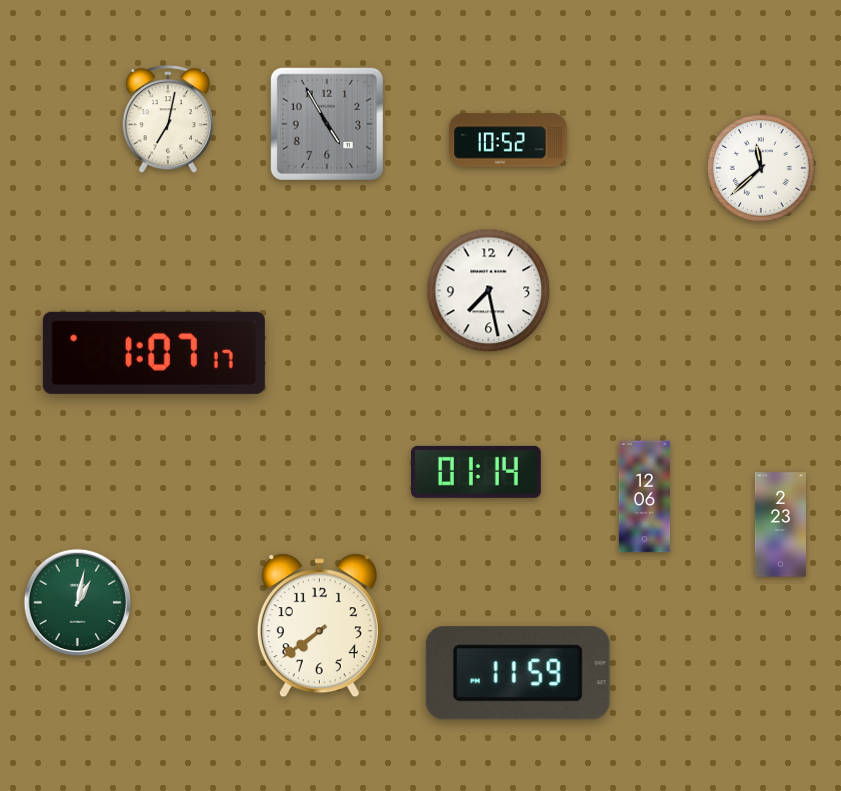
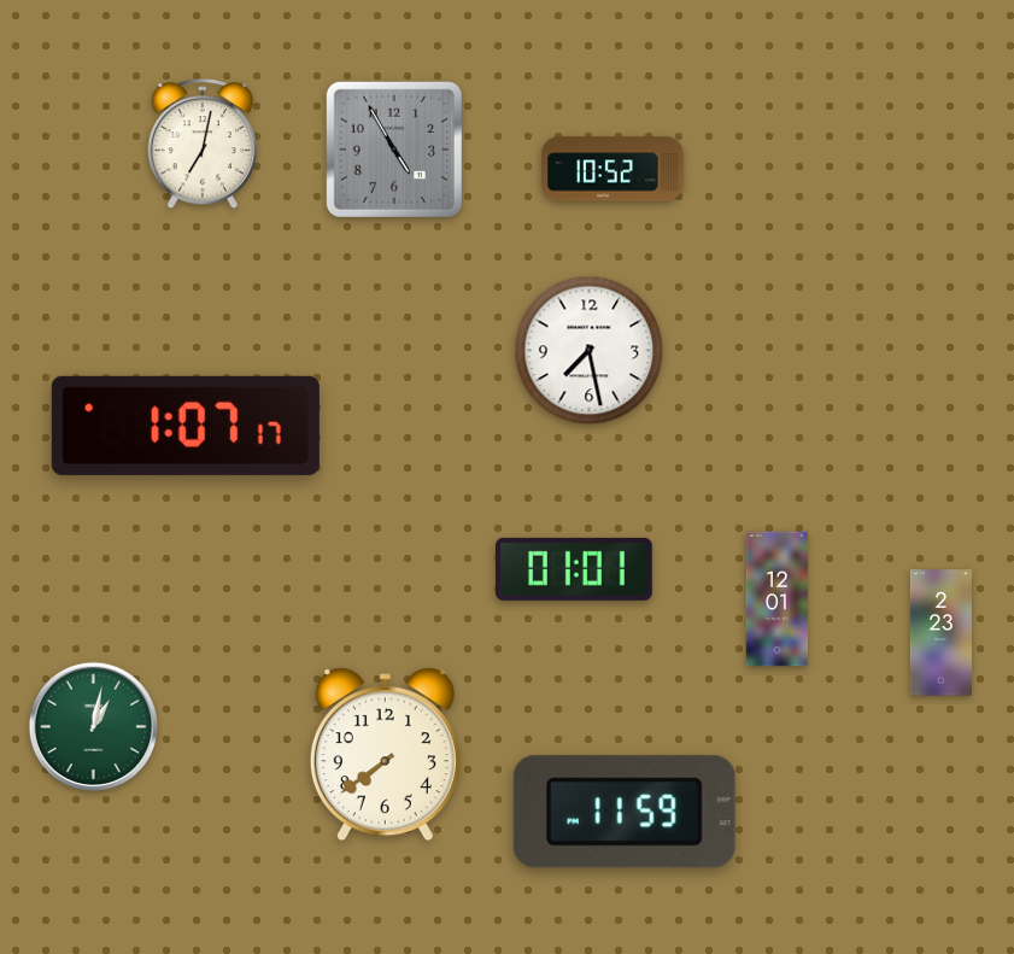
clock at (762, 169): 11:38 -> none
clock at (476, 472): 01:14 -> 01:01
clock at (645, 497): 12:06 -> 12:01
